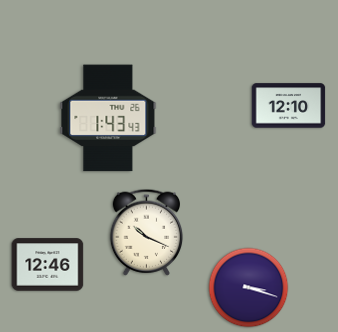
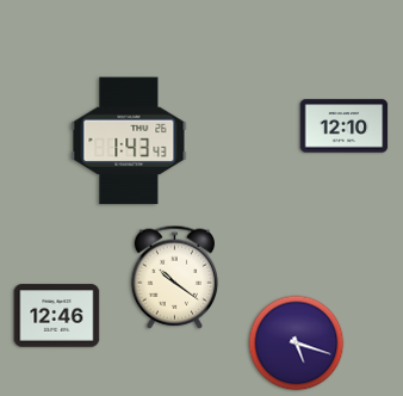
clock at (147, 232): 10:19 -> 10:21
clock at (249, 288): 3:18 -> 5:18
